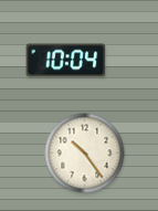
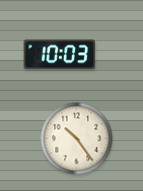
clock at (66, 61): 10:04 -> 10:03
